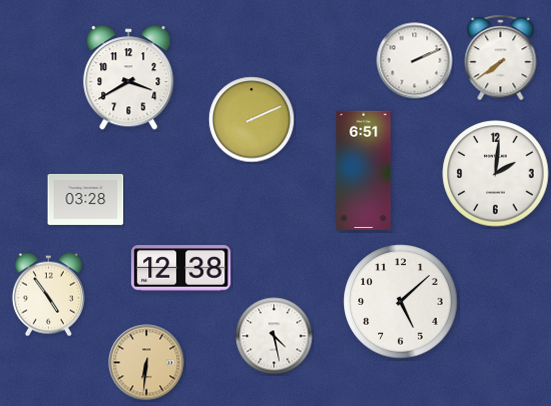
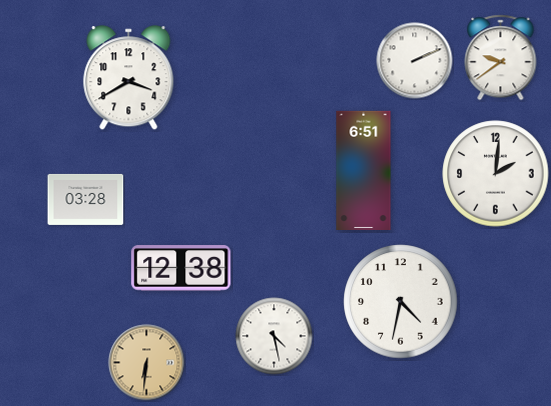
clock at (501, 58): 7:39 -> 9:39
clock at (252, 120): 2:11 -> none
clock at (48, 295): 4:54 -> none
clock at (401, 302): 5:08 -> 4:32
